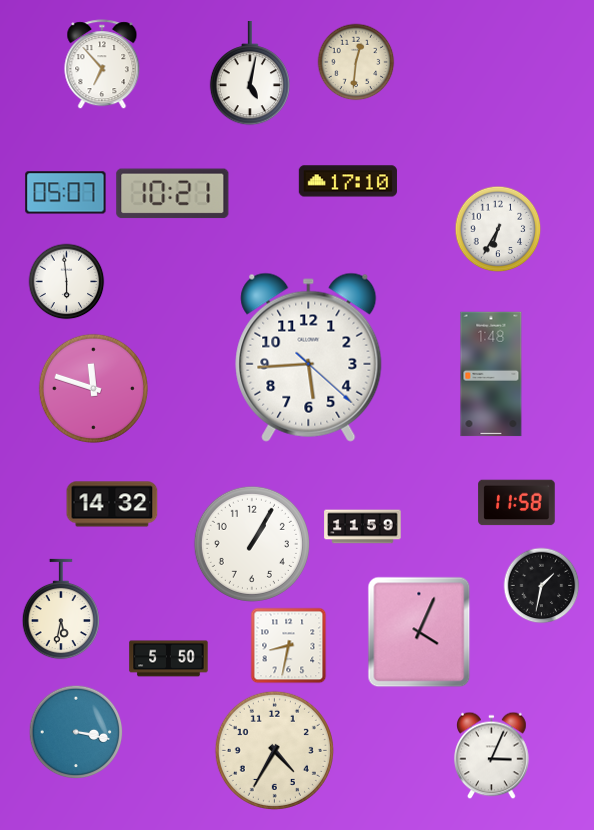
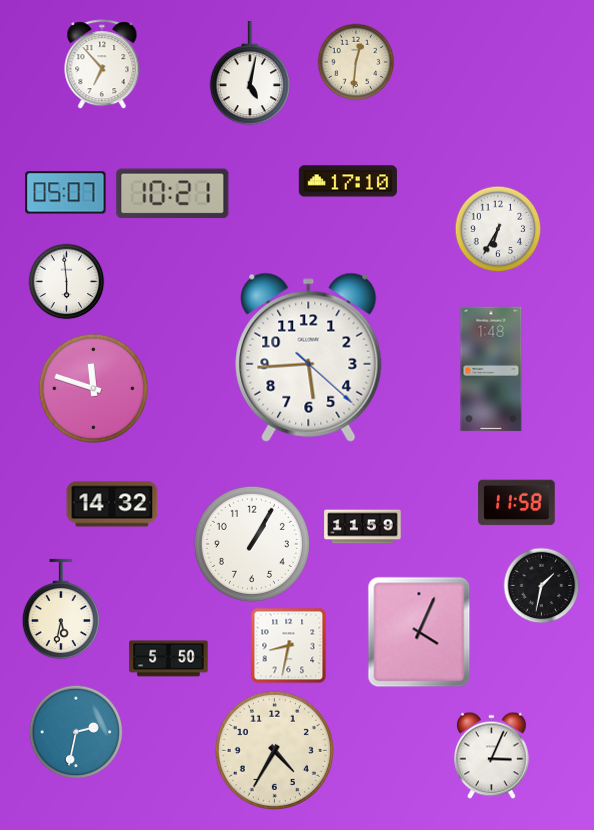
clock at (491, 374) position: (491, 374) -> (491, 369)
clock at (76, 732): 3:17 -> 2:32
